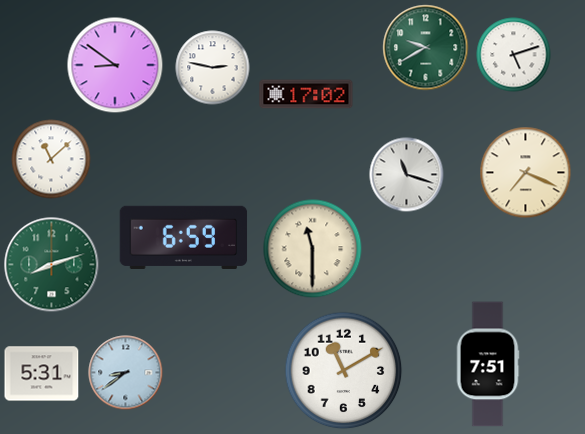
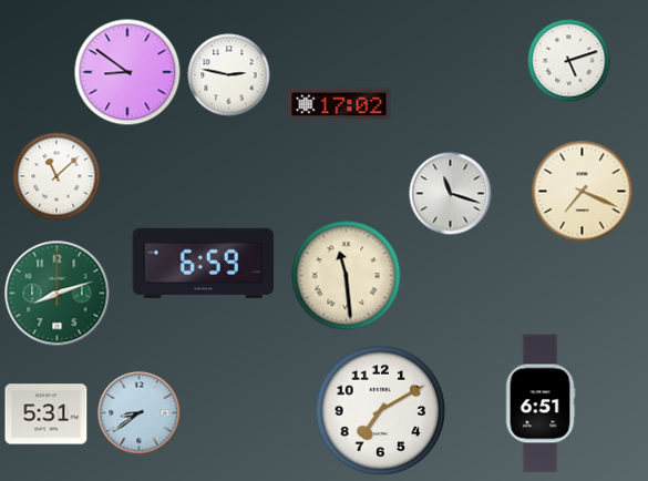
clock at (426, 48): 9:40 -> none
clock at (213, 68) position: (213, 68) -> (229, 75)
clock at (313, 249): 11:30 -> 11:29
clock at (488, 364): 7:51 -> 6:51
clock at (344, 371): 11:10 -> 7:10
